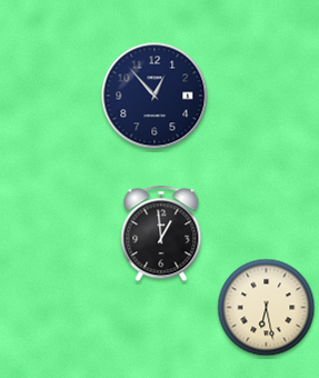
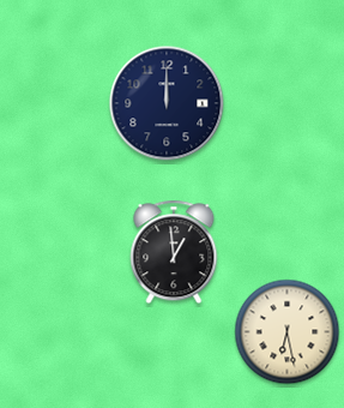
clock at (154, 96): 12:53 -> 12:00
